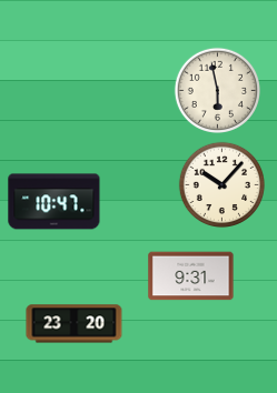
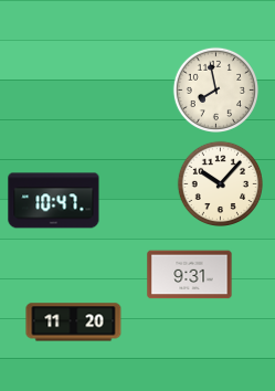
clock at (217, 90): 5:58 -> 7:58
clock at (75, 324): 23:20 -> 11:20
